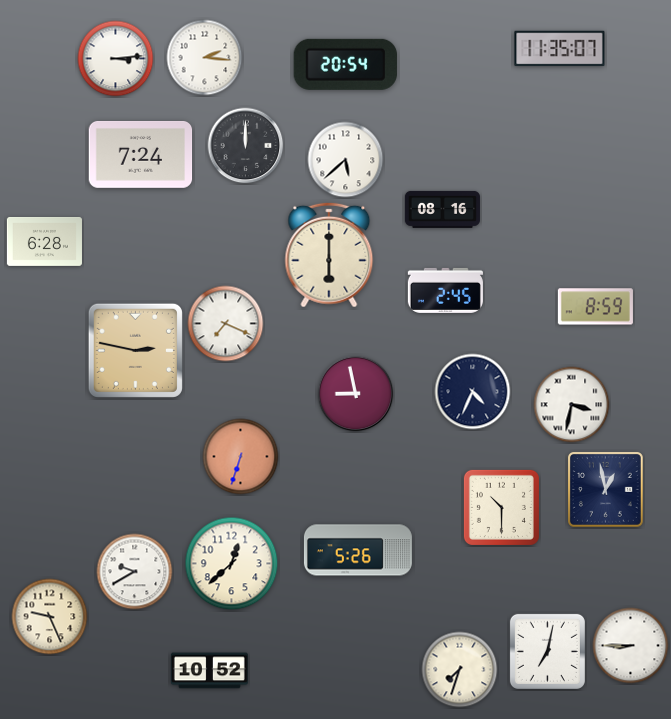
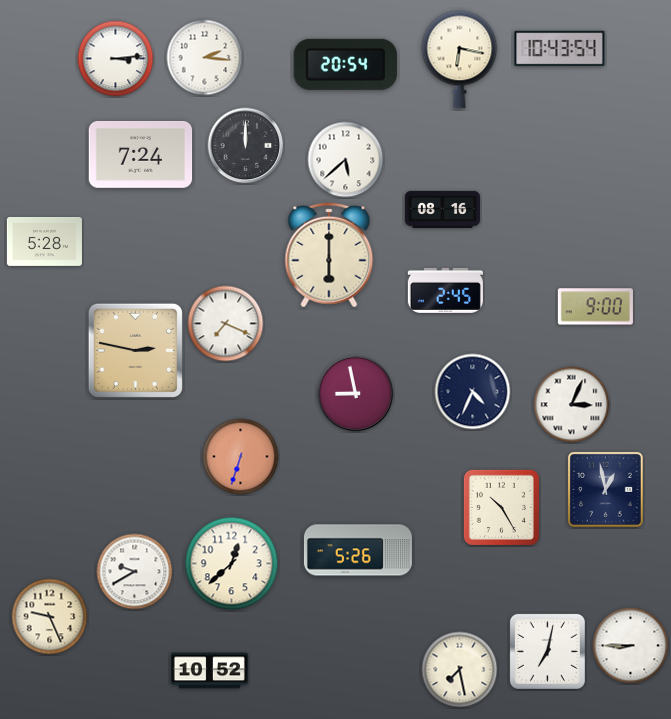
clock at (560, 49): 11:35 -> 10:43
clock at (460, 60): none -> 6:17
clock at (44, 241): 6:28 -> 5:28
clock at (595, 307): 8:59 -> 9:00
clock at (572, 405): 3:32 -> 3:04
clock at (501, 507): 10:30 -> 10:25
clock at (460, 670): 7:33 -> 7:28
